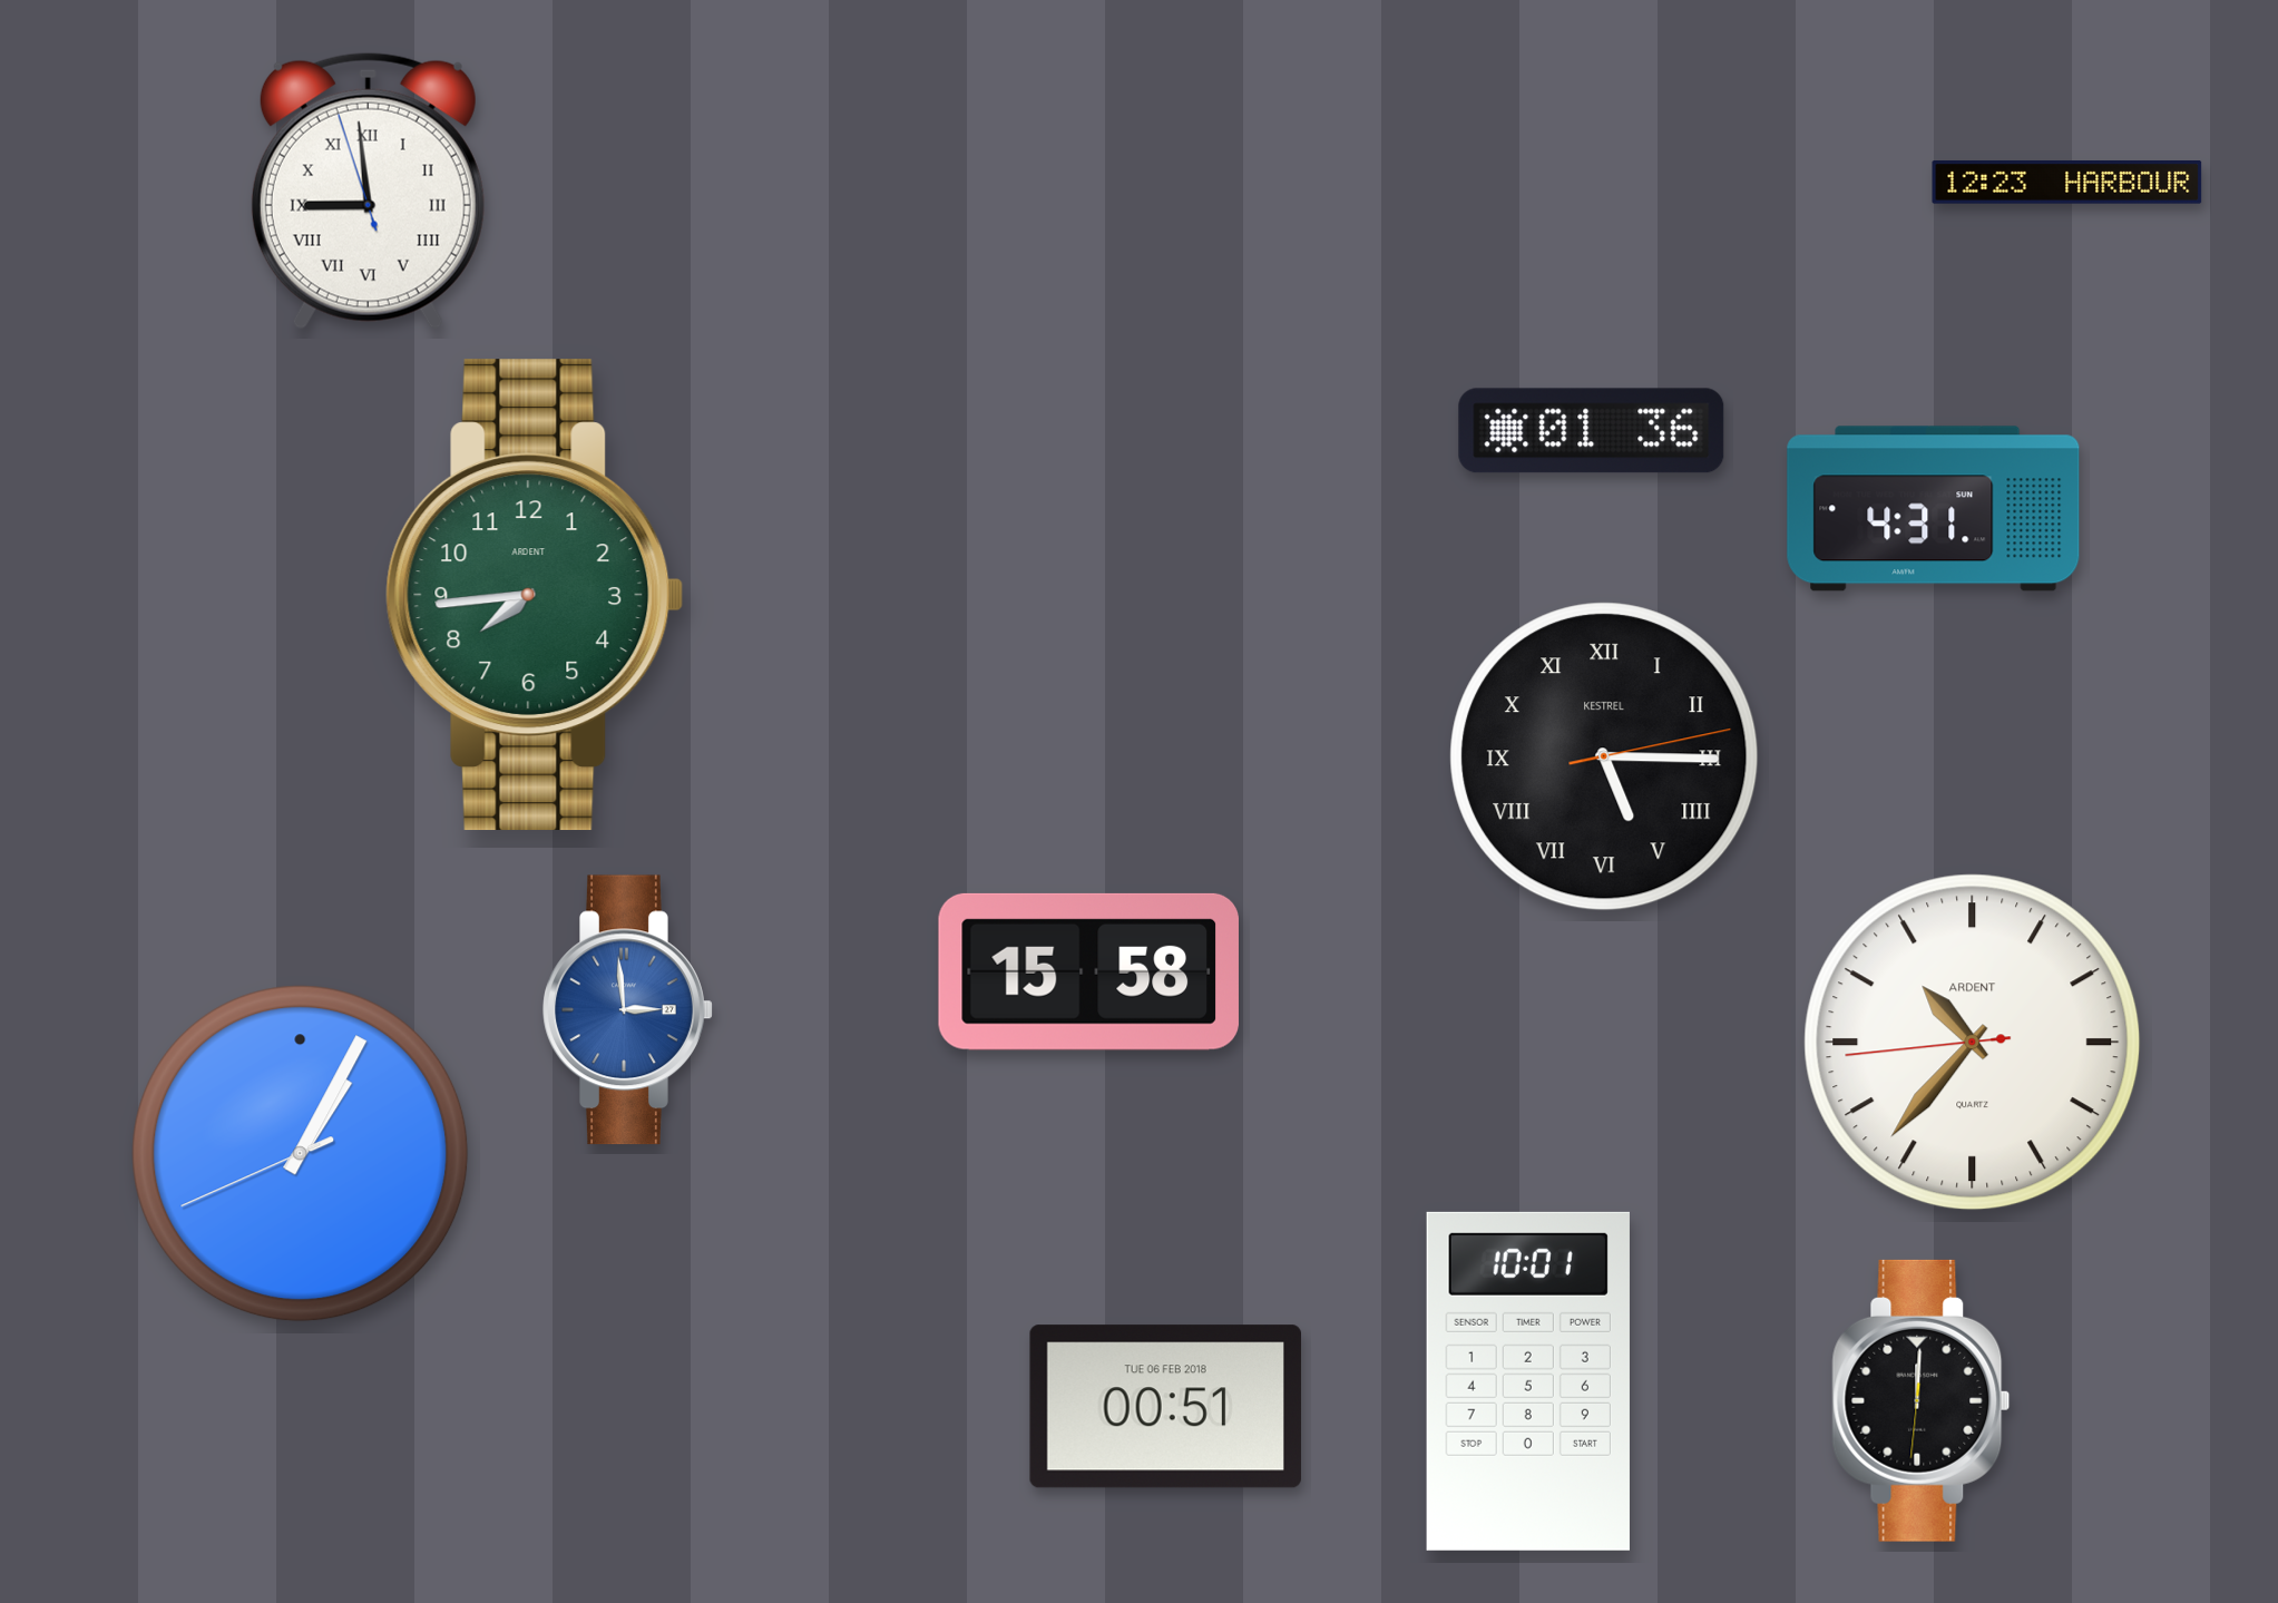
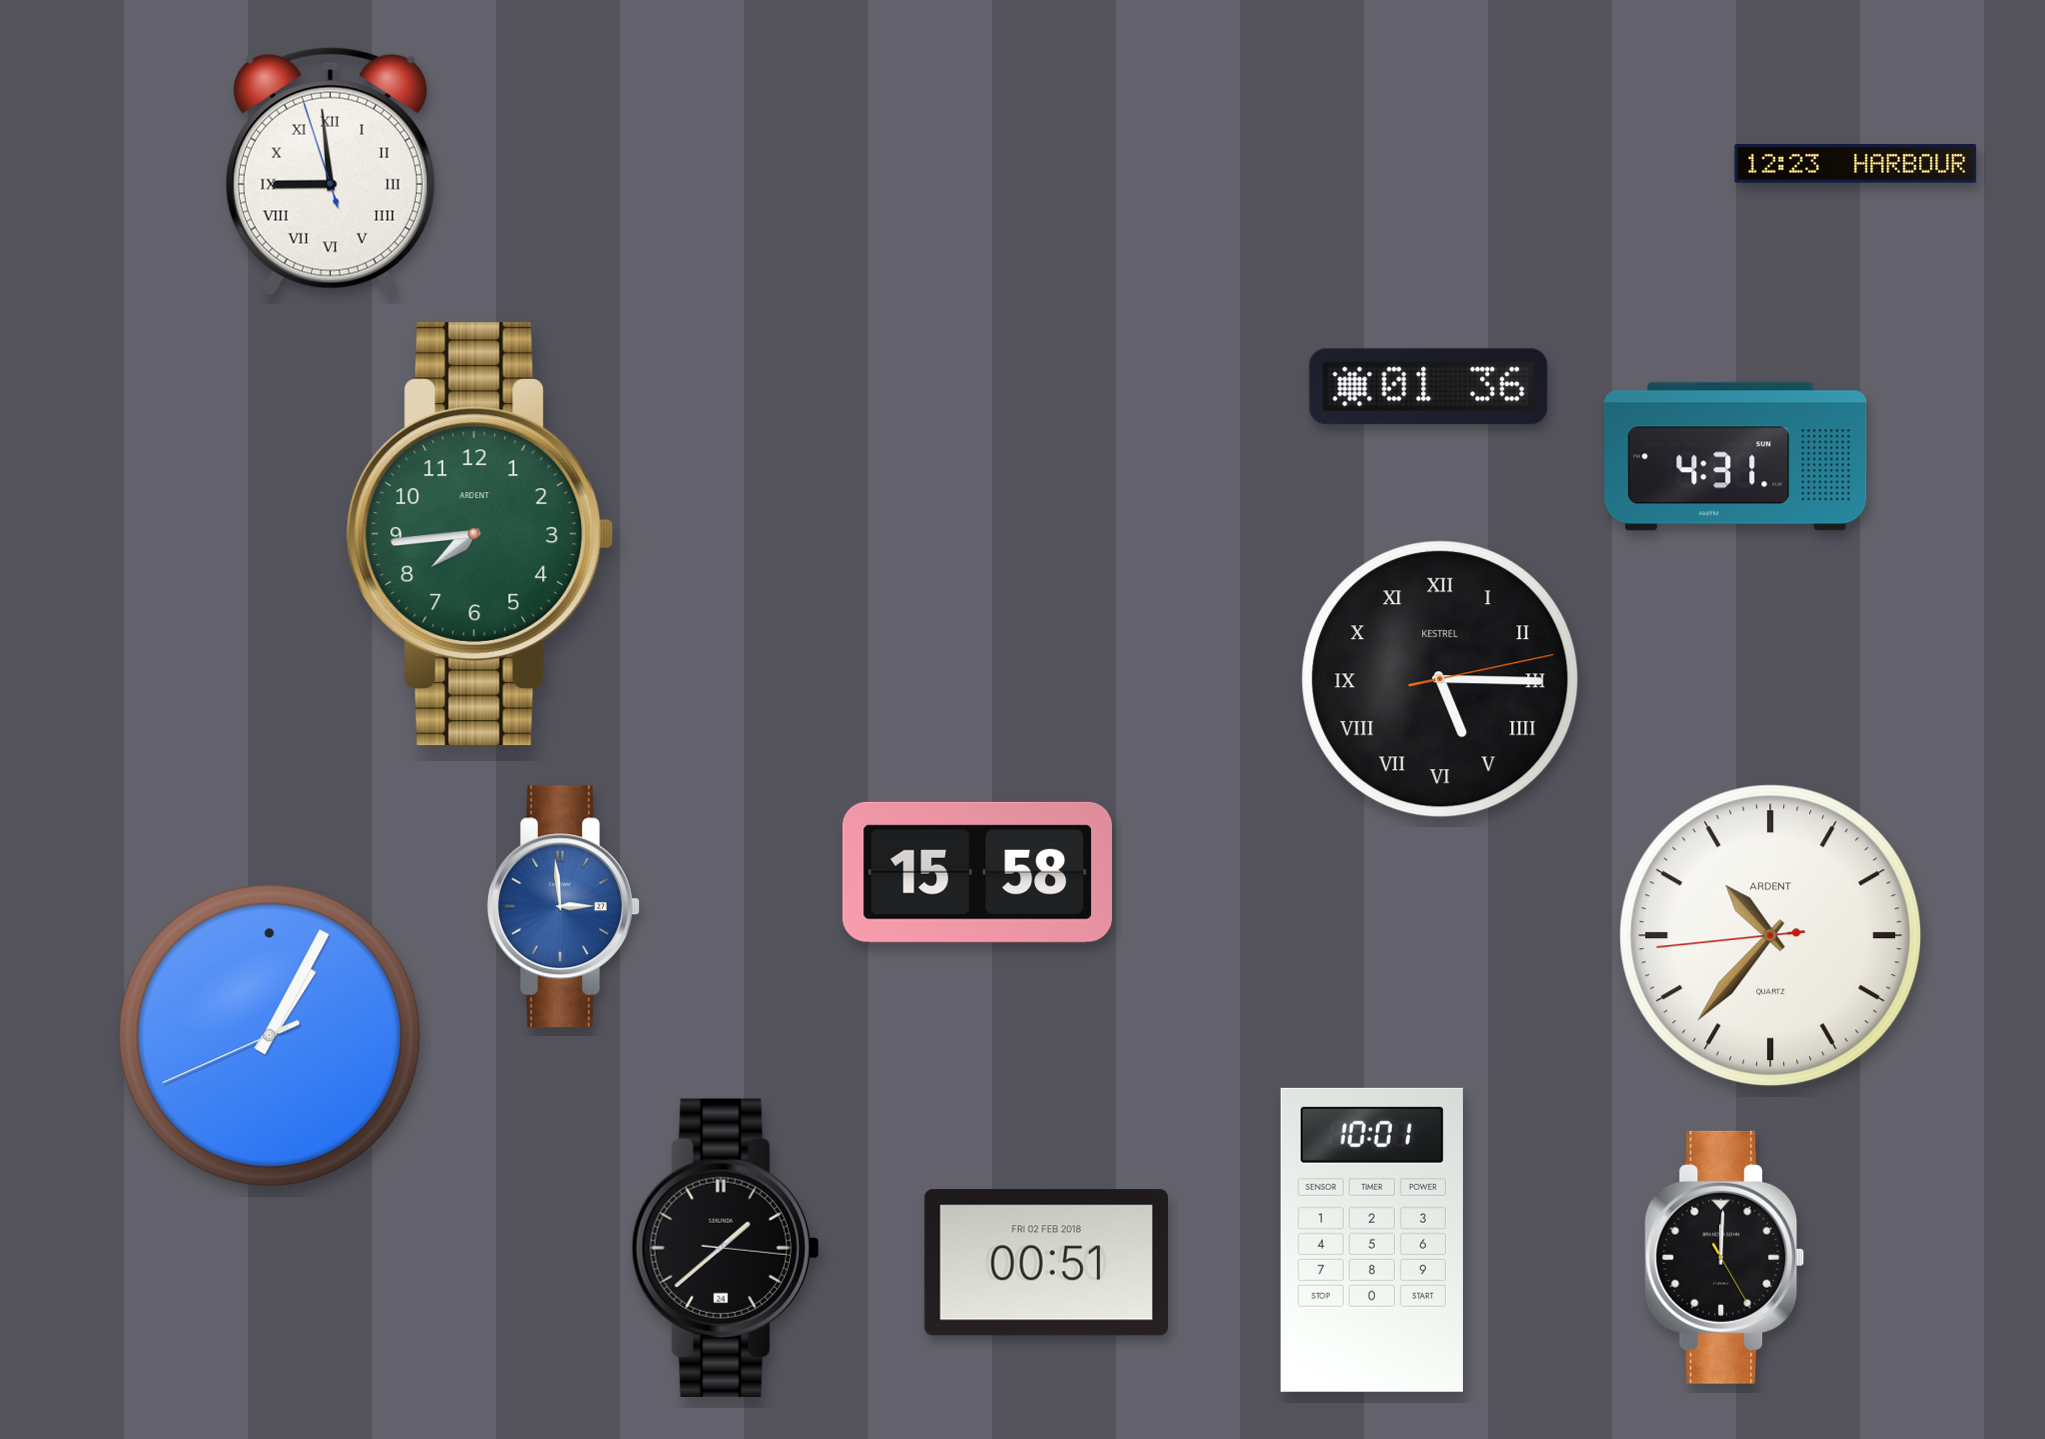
clock at (725, 1248): none -> 1:38
clock at (1922, 1400): 12:00:31 -> 12:00:25
clock at (1165, 1407) date: TUE 06 FEB 2018 -> FRI 02 FEB 2018
